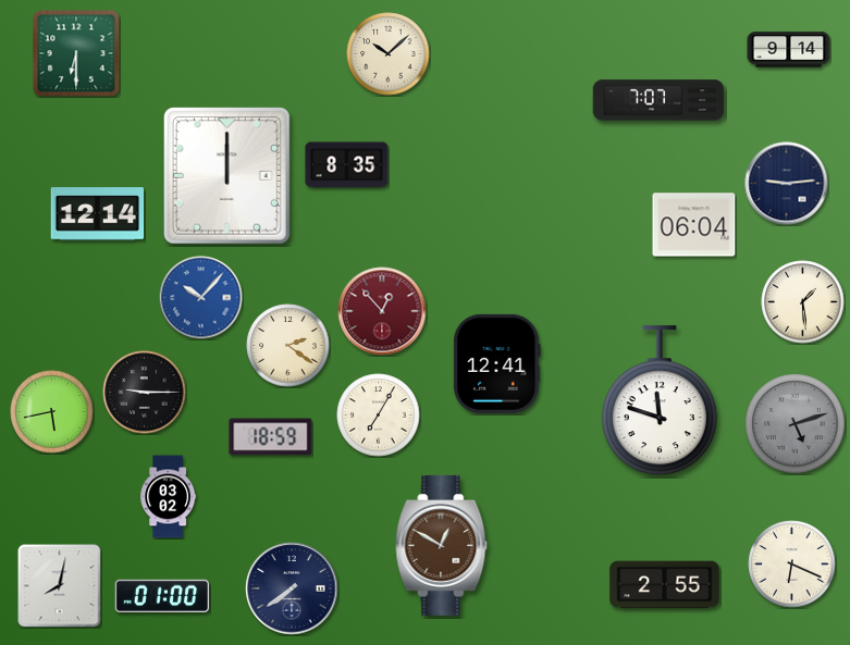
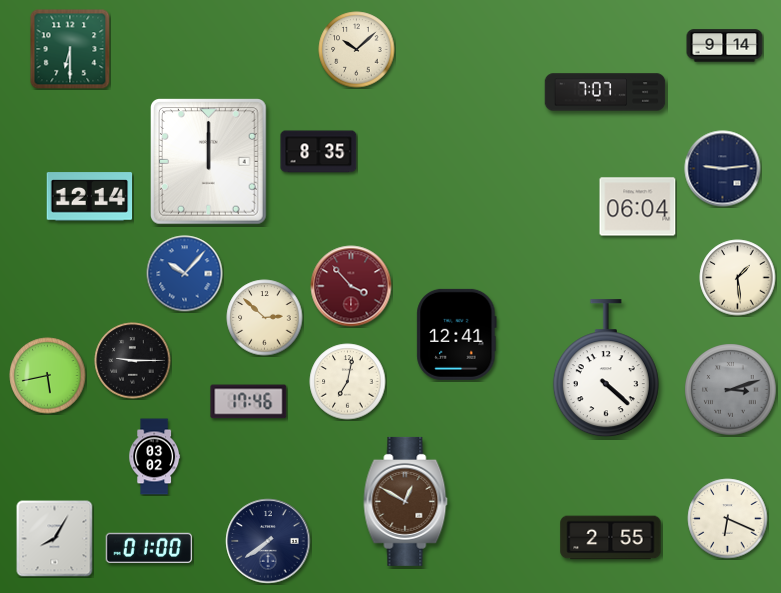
clock at (382, 311): 12:53 -> 3:53
clock at (288, 346): 2:21 -> 2:52
clock at (660, 401): 11:48 -> 4:22
clock at (52, 412) position: (52, 412) -> (48, 376)
clock at (379, 415): 7:05 -> 7:02
clock at (796, 424): 5:12 -> 3:12
clock at (271, 437): 18:59 -> 17:46
clock at (60, 586): 8:02 -> 8:05
